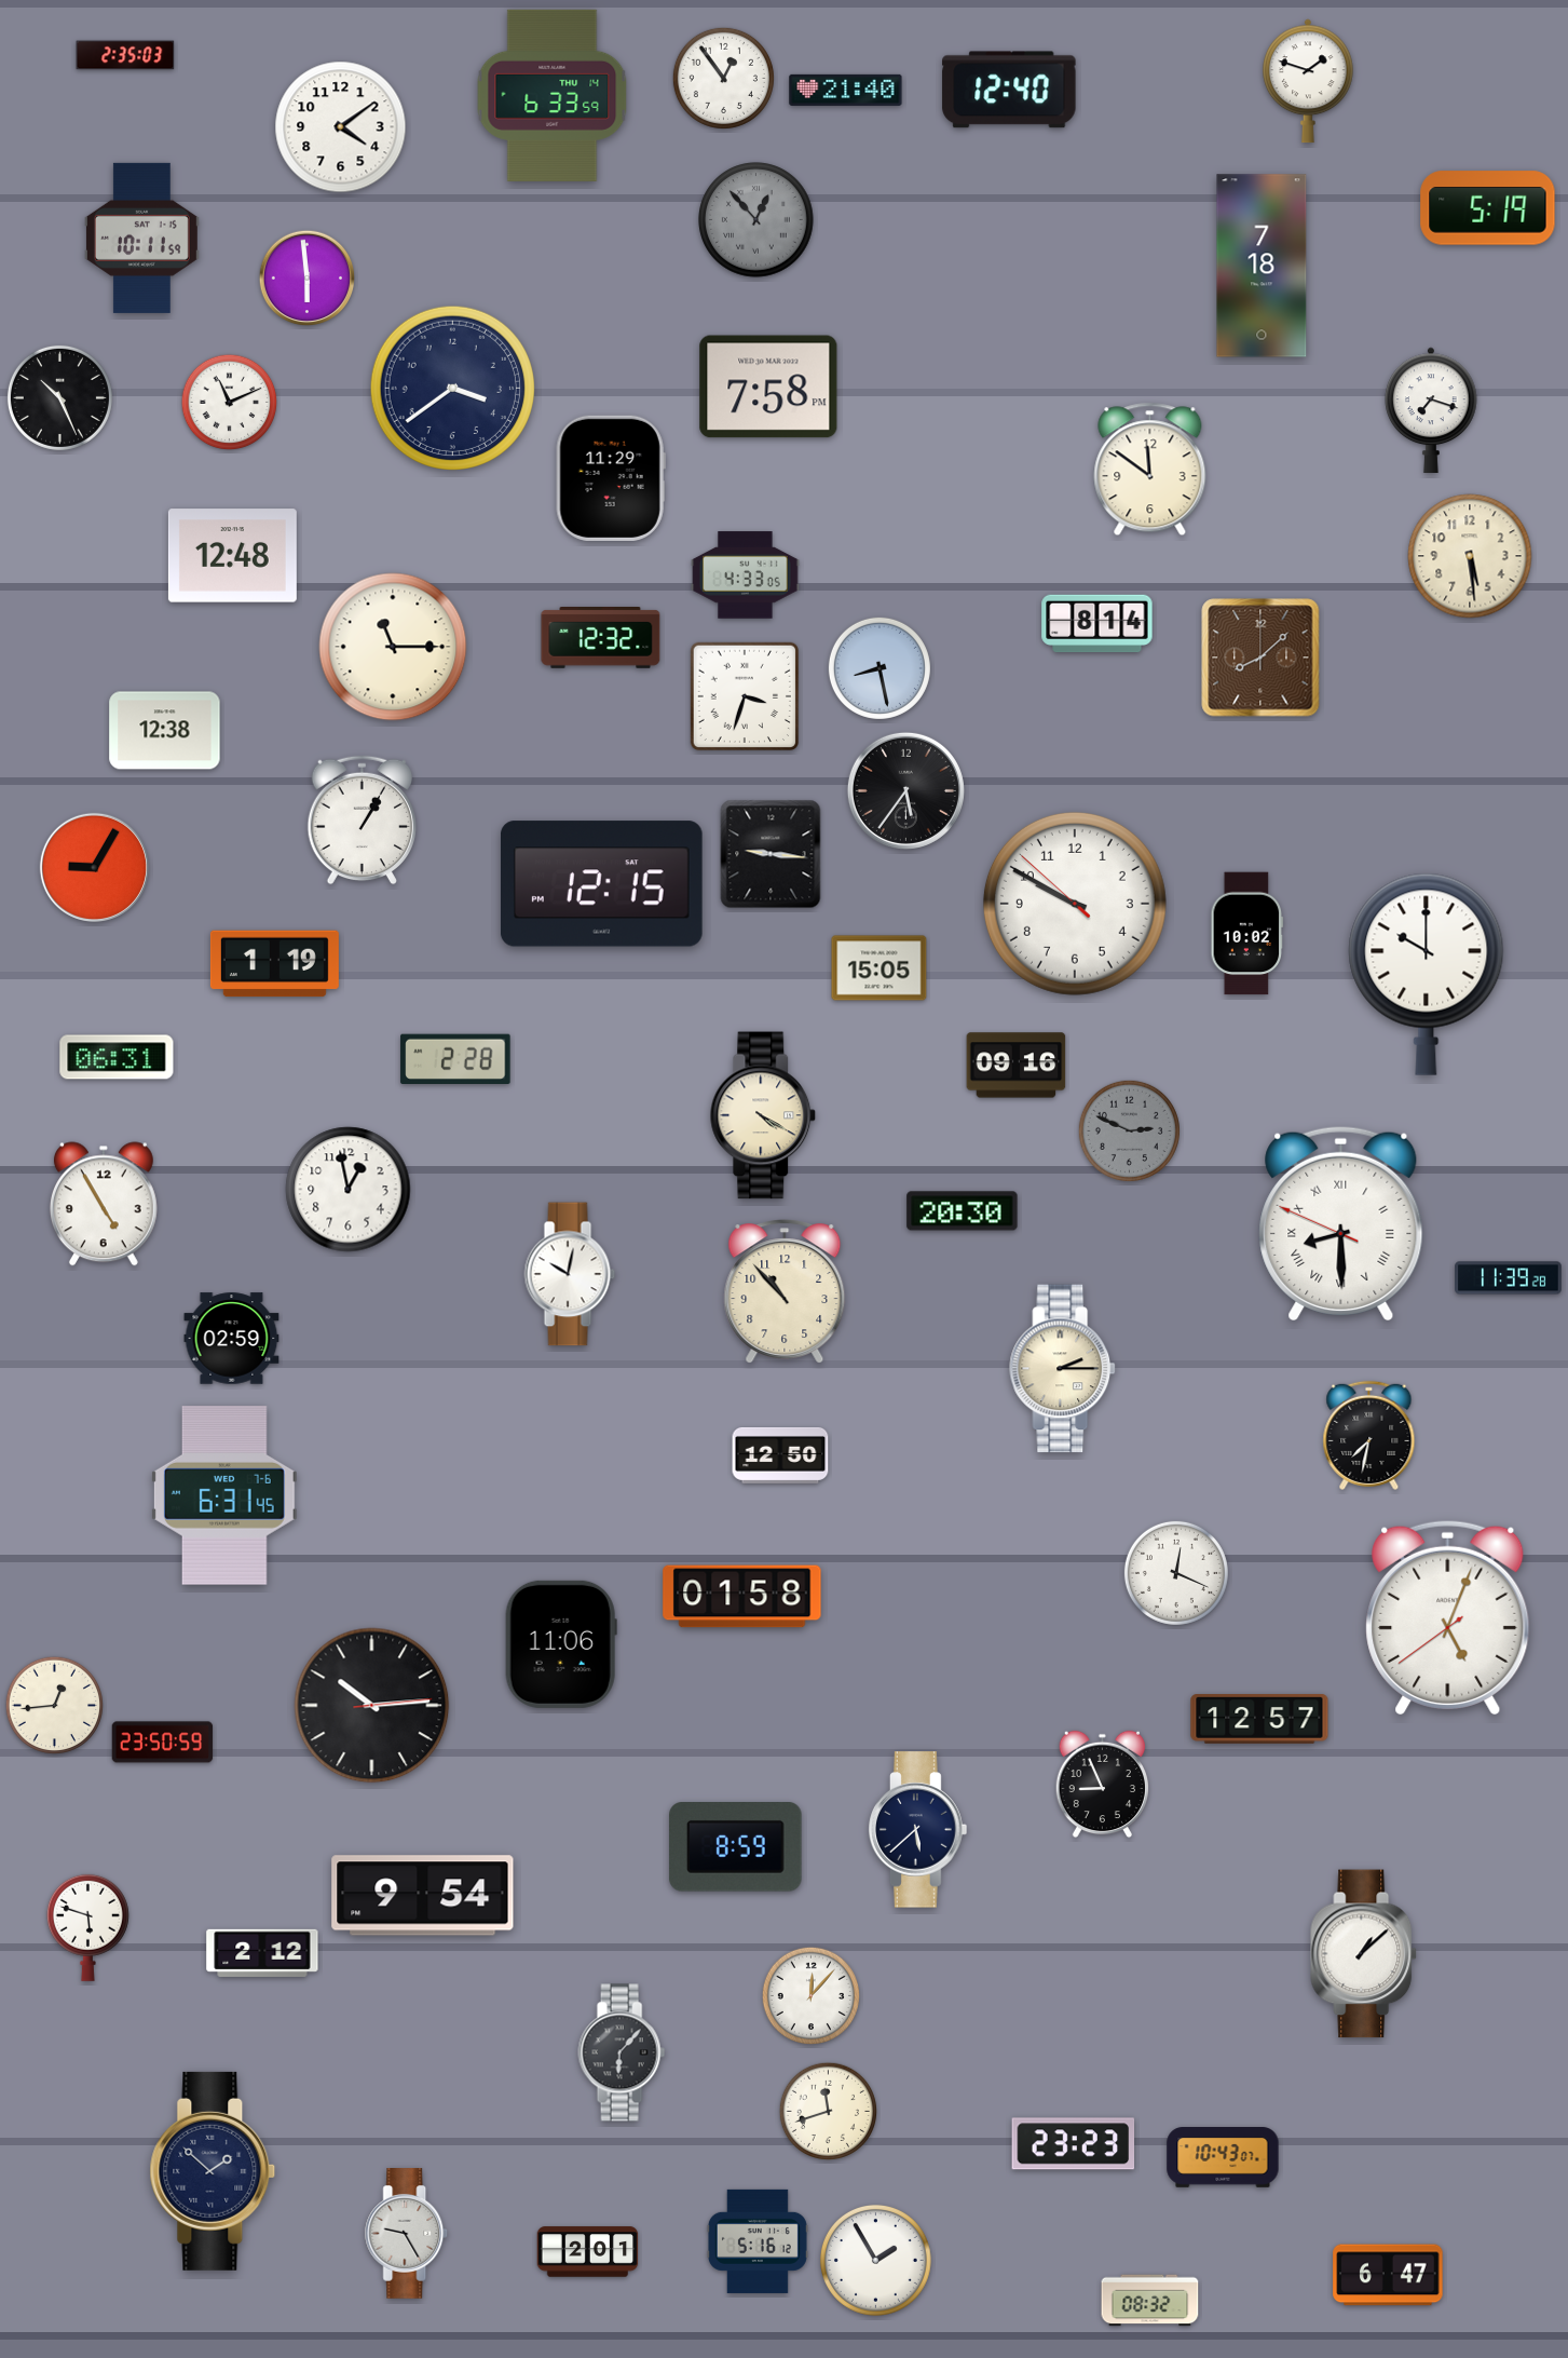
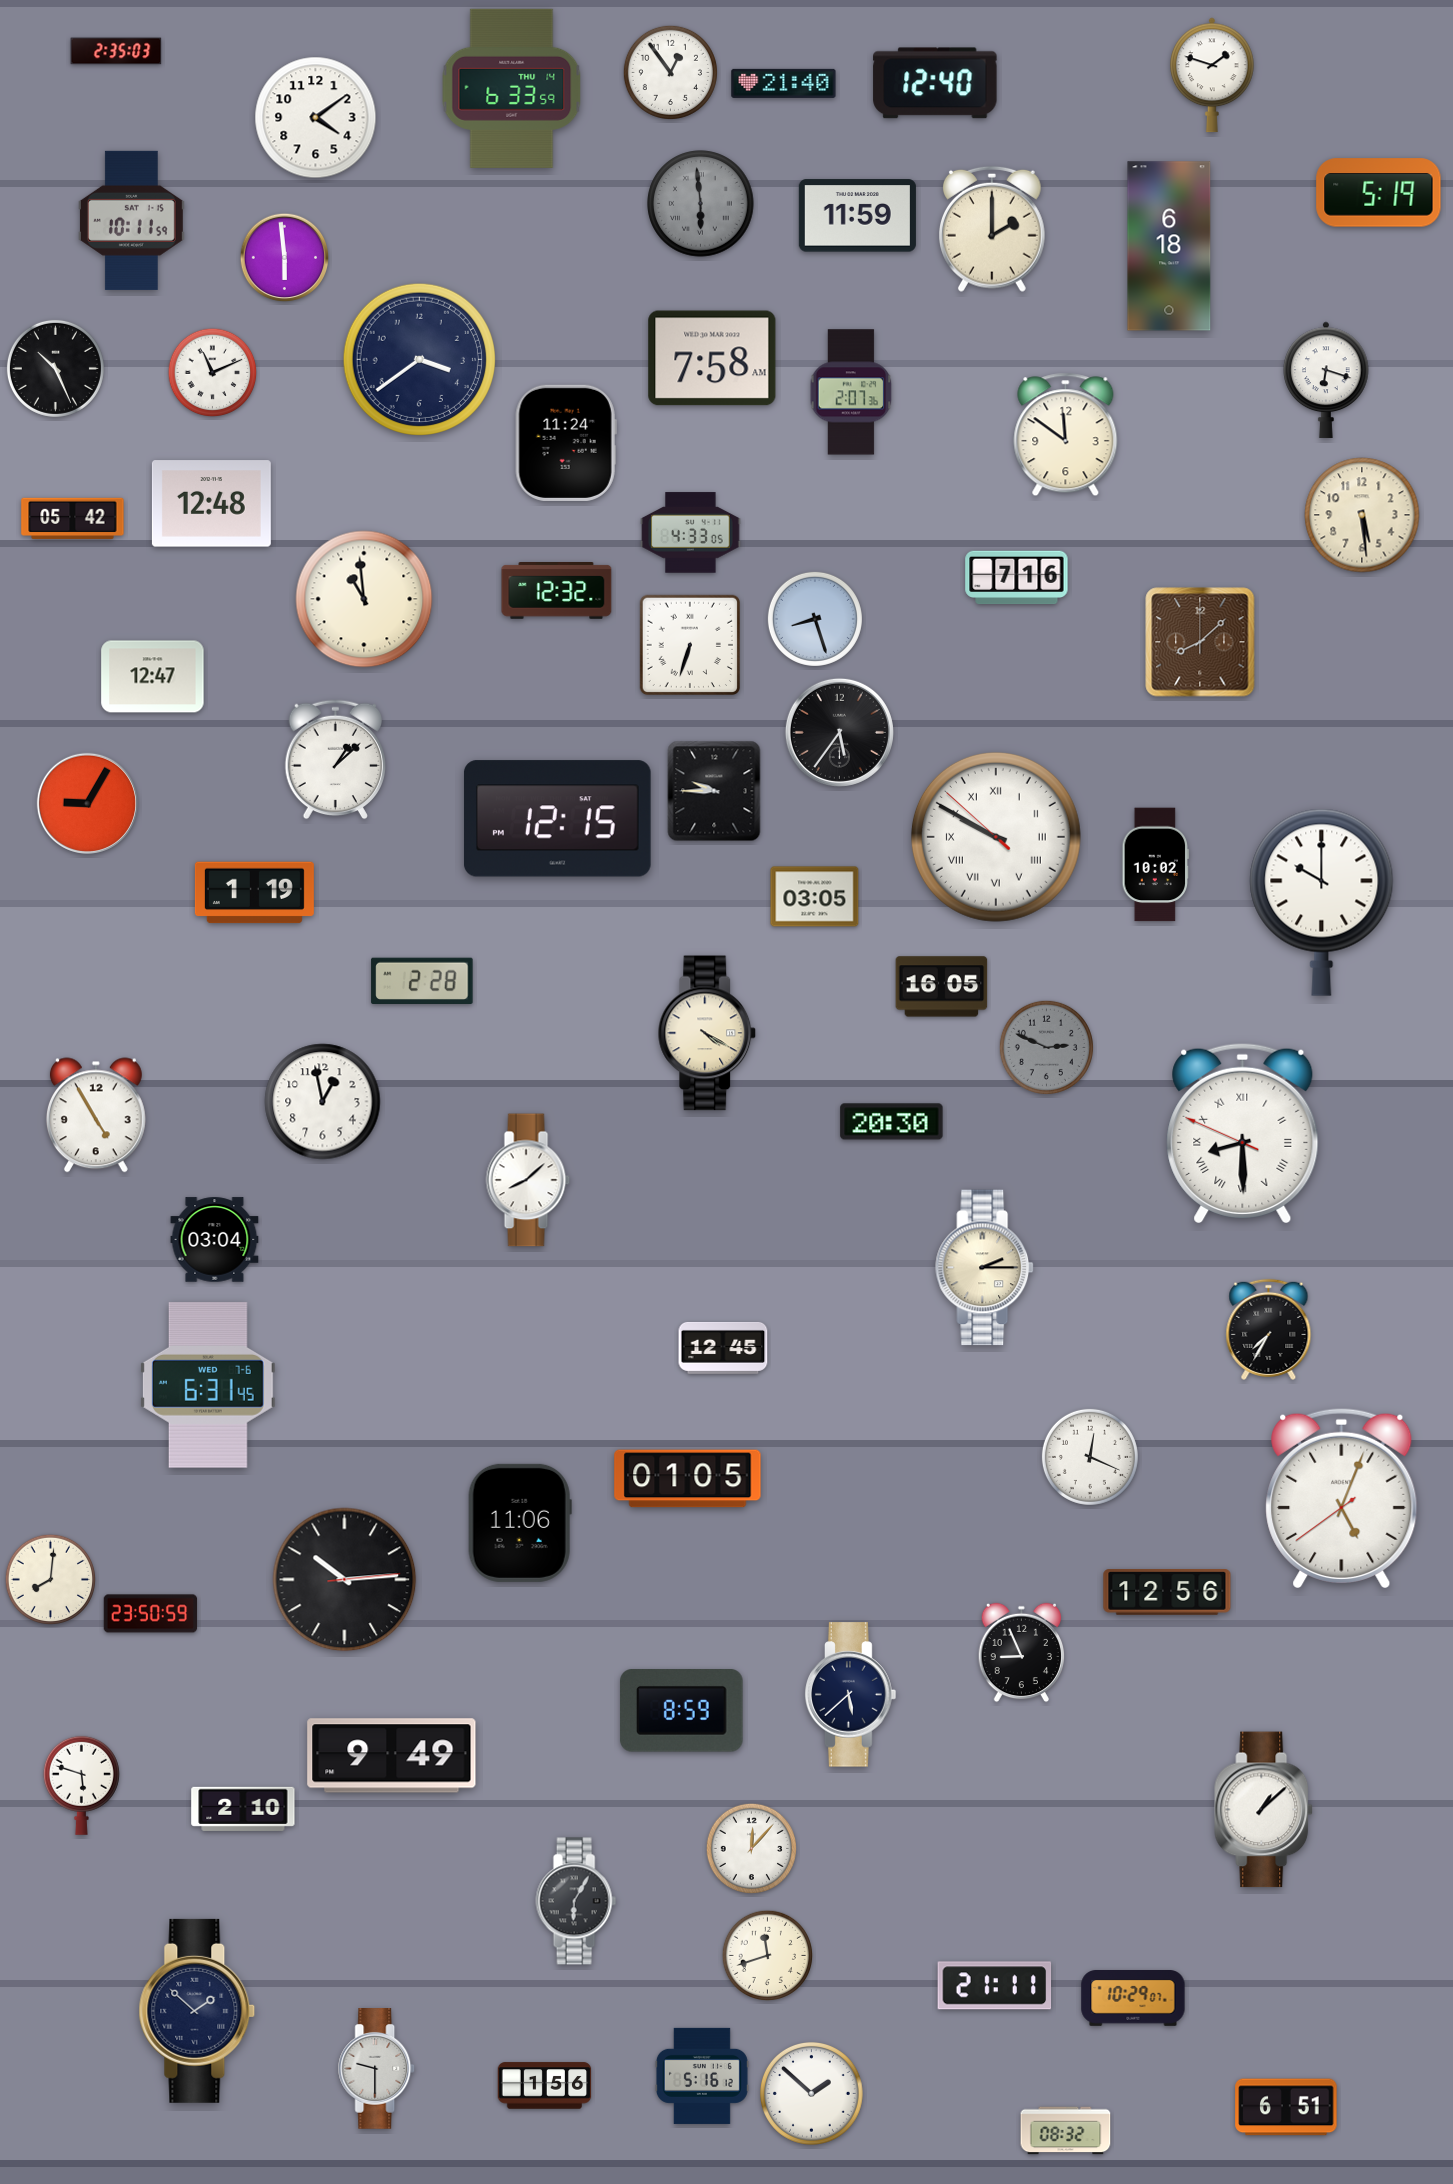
clock at (756, 220): 12:53 -> 5:59
clock at (857, 216): none -> 11:59
clock at (992, 229): none -> 2:00
clock at (1262, 266): 7:18 -> 6:18
clock at (768, 387): 7:58 PM -> 7:58 AM
clock at (1431, 410): 7:18 -> 6:18
clock at (851, 392): none -> 2:07
clock at (611, 478): 11:29 -> 11:24
clock at (232, 556) position: (232, 556) -> (211, 504)
clock at (73, 519): none -> 05:42
clock at (1097, 624): 8:14 -> 7:16
clock at (393, 647): 11:15 -> 10:59
clock at (1260, 658) position: (1260, 658) -> (1200, 642)
clock at (880, 668): 8:28 -> 8:27
clock at (744, 695): 3:33 -> 6:33
clock at (165, 731): 12:38 -> 12:47
clock at (362, 821): 1:05 -> 1:08
clock at (771, 854): 9:16 -> 9:45
clock at (1075, 904) numerals: Arabic -> Roman
clock at (880, 968): 15:05 -> 03:05
clock at (117, 1057): 06:31 -> none
clock at (1017, 1066): 09:16 -> 16:05
clock at (570, 1274): 10:02 -> 8:08
clock at (1509, 1278): 11:39 -> none
clock at (785, 1291): 10:53 -> none
clock at (232, 1339): 02:59 -> 03:04
clock at (1369, 1435): 7:32 -> 7:35
clock at (780, 1455): 12:50 -> 12:45
clock at (742, 1597): 01:58 -> 01:05
clock at (55, 1706): 12:44 -> 8:01
clock at (1259, 1719): 12:57 -> 12:56
clock at (423, 1896): 9:54 -> 9:49
clock at (262, 1953): 2:12 -> 2:10
clock at (622, 2052): 6:07 -> 6:05
clock at (1074, 2144): 23:23 -> 21:11
clock at (1223, 2158): 10:43 -> 10:29
clock at (407, 2234): 9:25 -> 9:30
clock at (588, 2252): 2:01 -> 1:56
clock at (875, 2260): 1:55 -> 1:52
clock at (1388, 2275): 6:47 -> 6:51
